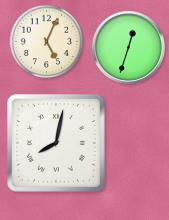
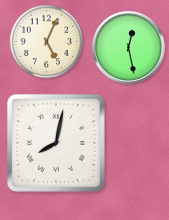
clock at (128, 47): 12:33 -> 12:28
